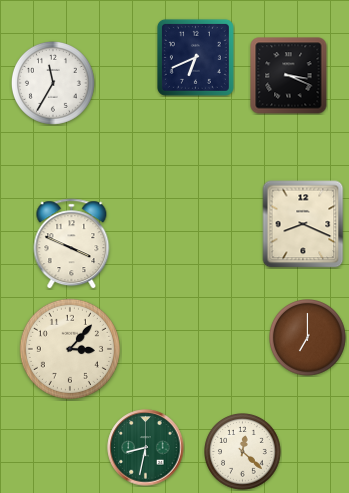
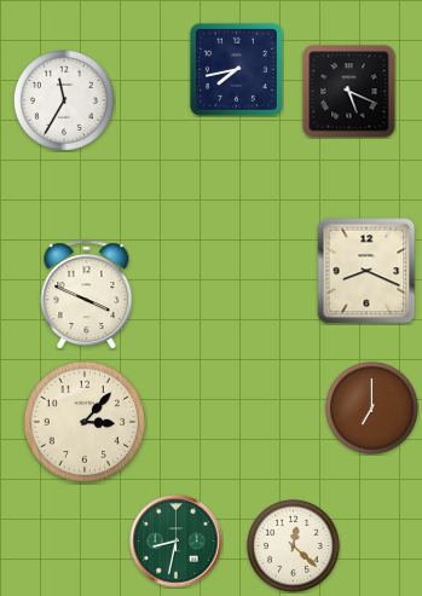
clock at (195, 57): 6:41 -> 7:43
clock at (289, 76): 3:19 -> 5:19
